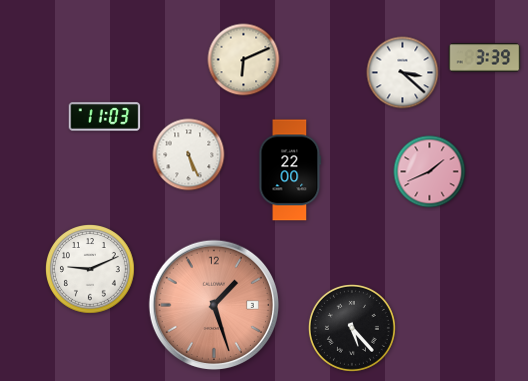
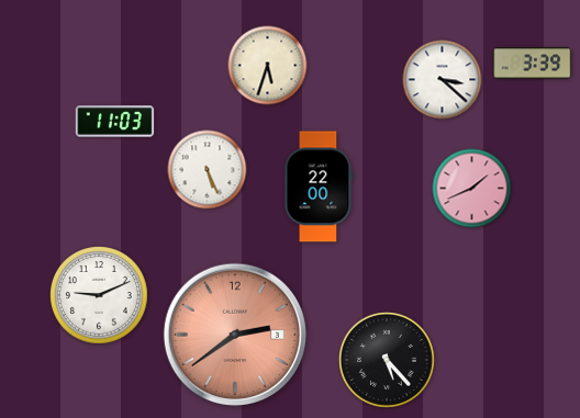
clock at (244, 60): 6:11 -> 5:33
clock at (105, 117) position: (105, 117) -> (115, 122)
clock at (213, 304): 1:27 -> 2:39
